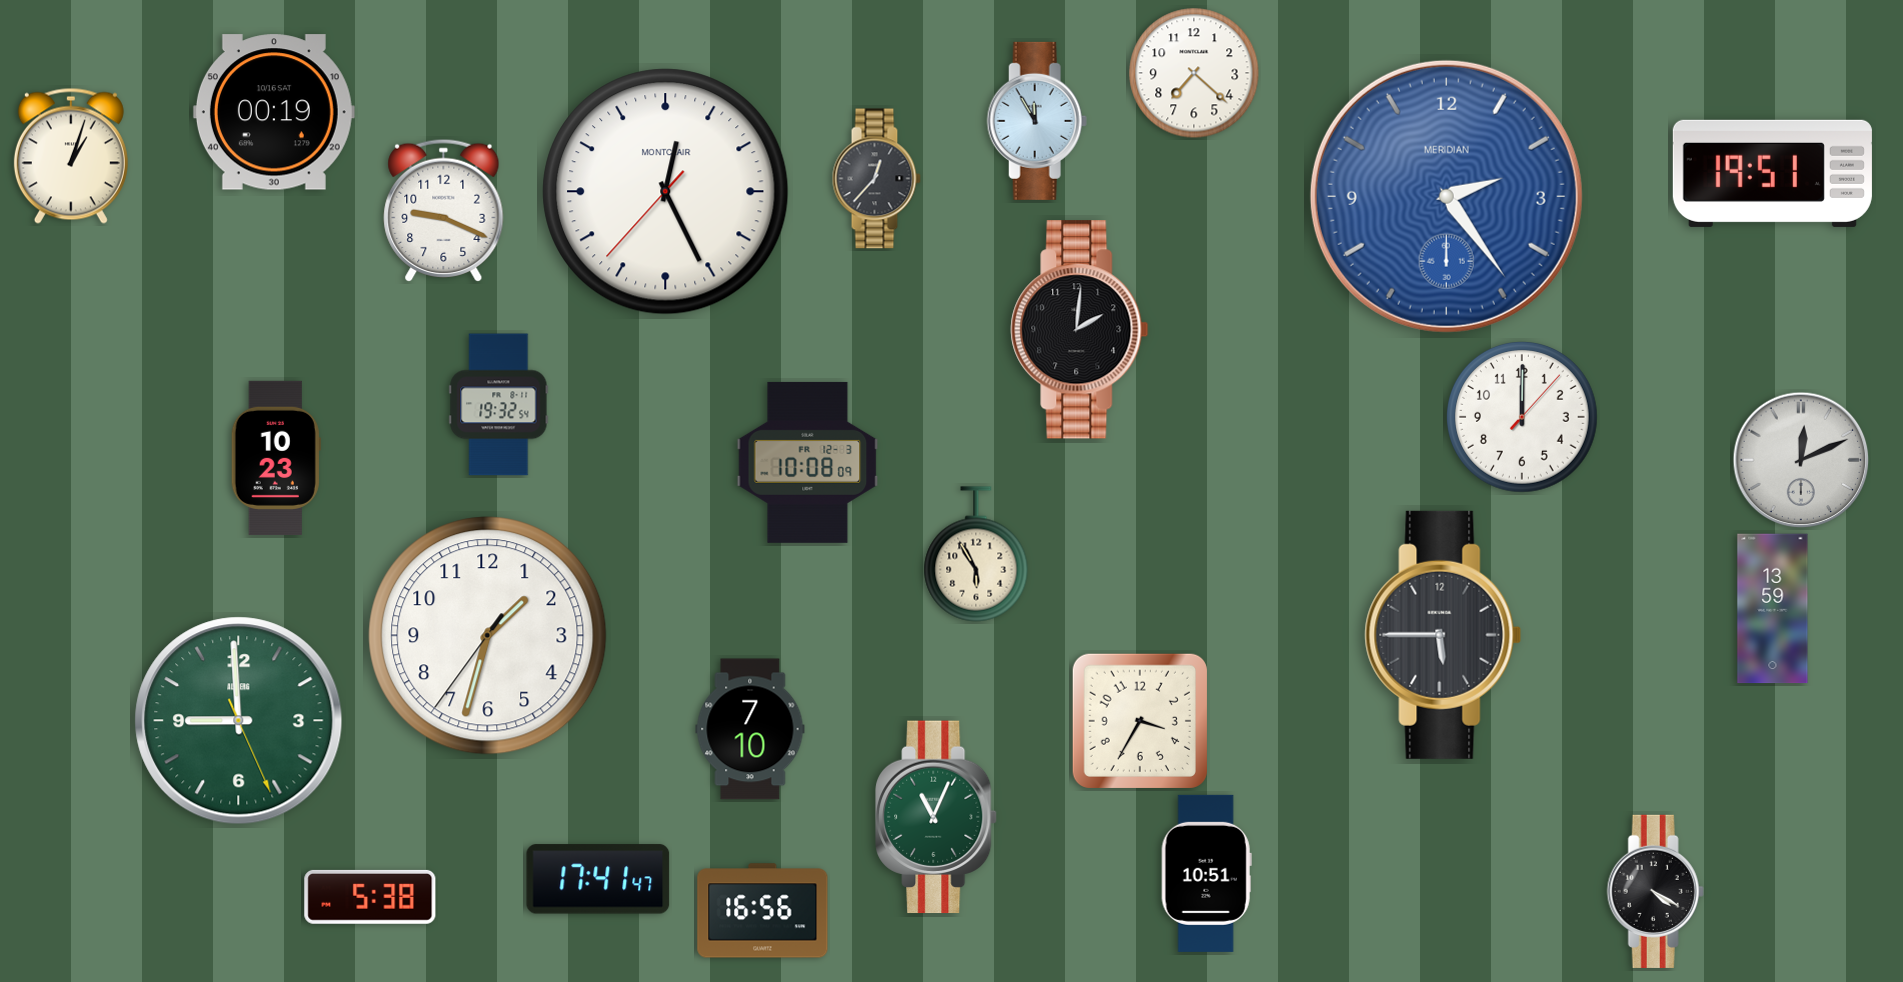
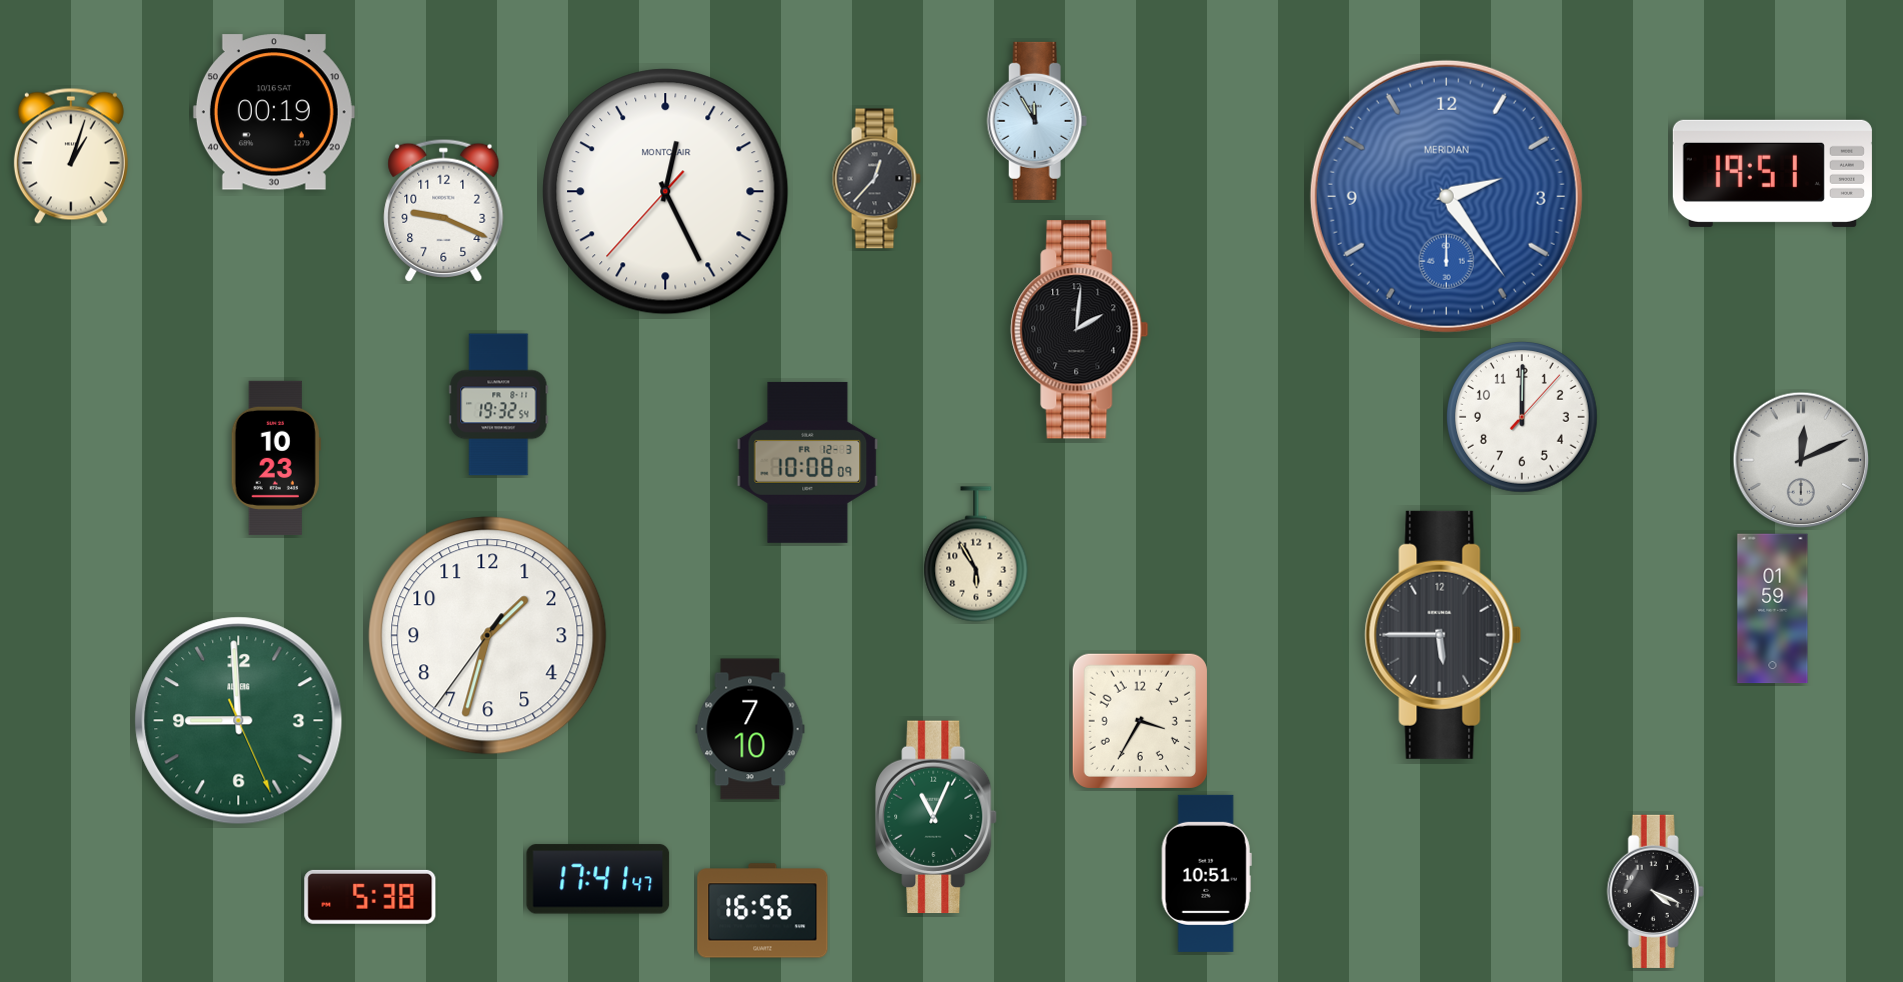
clock at (1194, 73): 7:22 -> none
clock at (1773, 609): 13:59 -> 01:59
clock at (1655, 891): 4:20 -> 4:19
